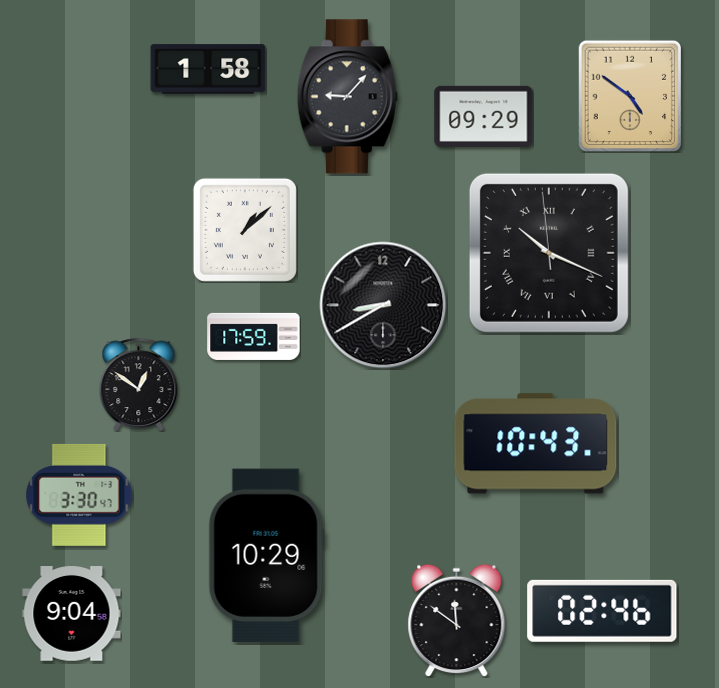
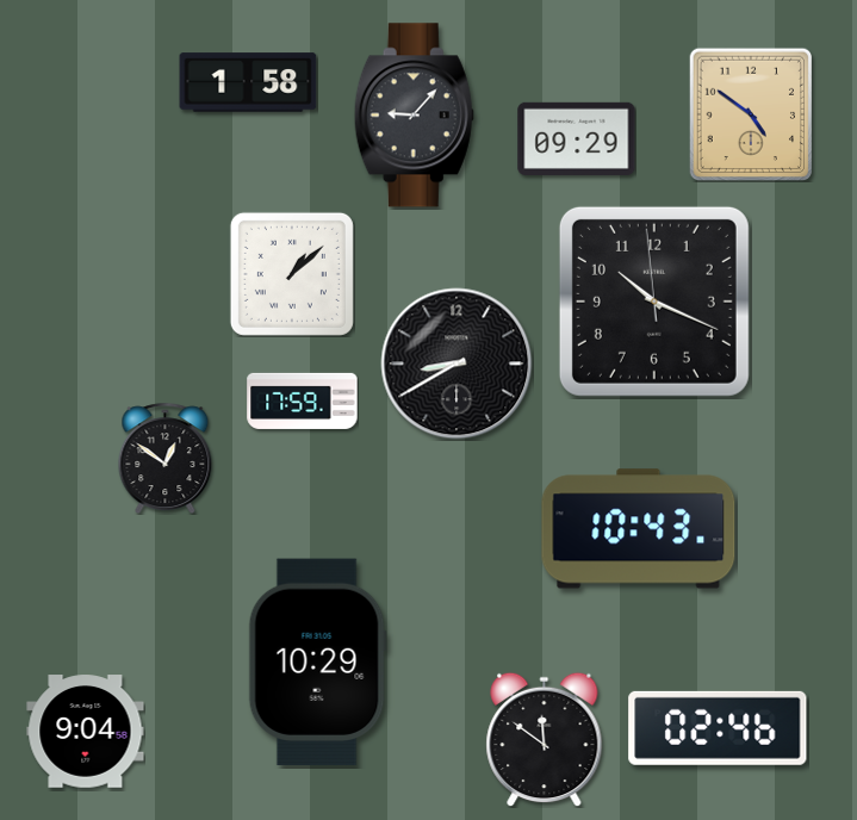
clock at (549, 253) numerals: Roman -> Arabic
clock at (79, 495): 3:30 -> none
